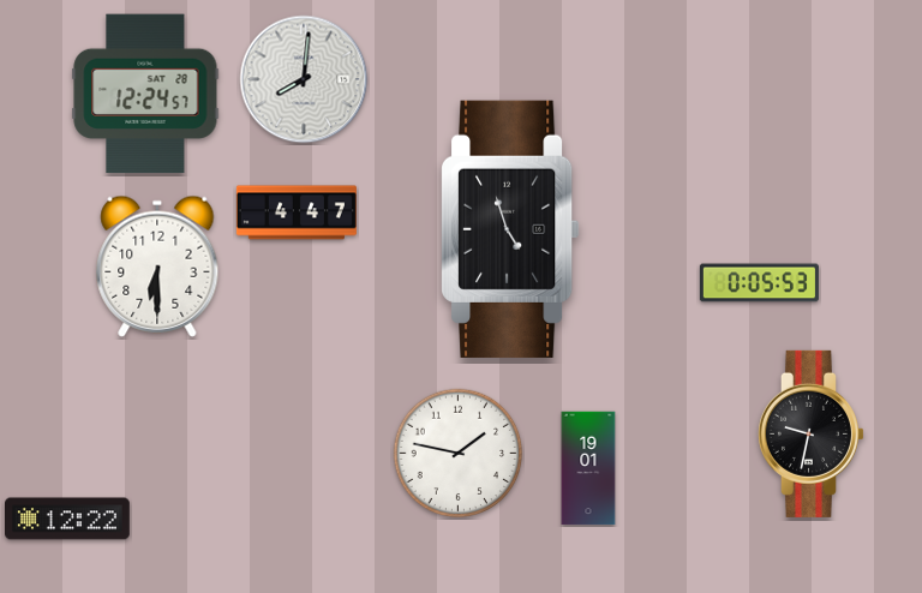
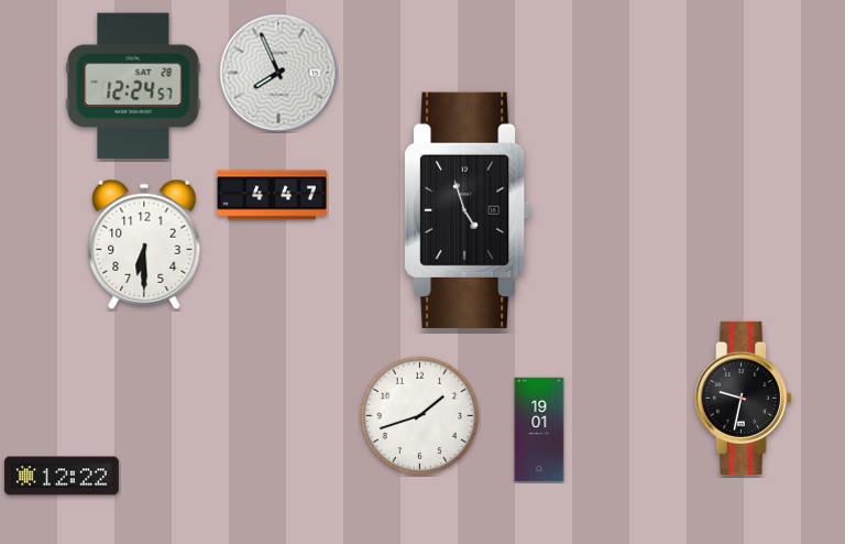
clock at (304, 79): 8:01 -> 7:56
clock at (759, 283): 0:05 -> none
clock at (459, 454): 1:47 -> 1:42
